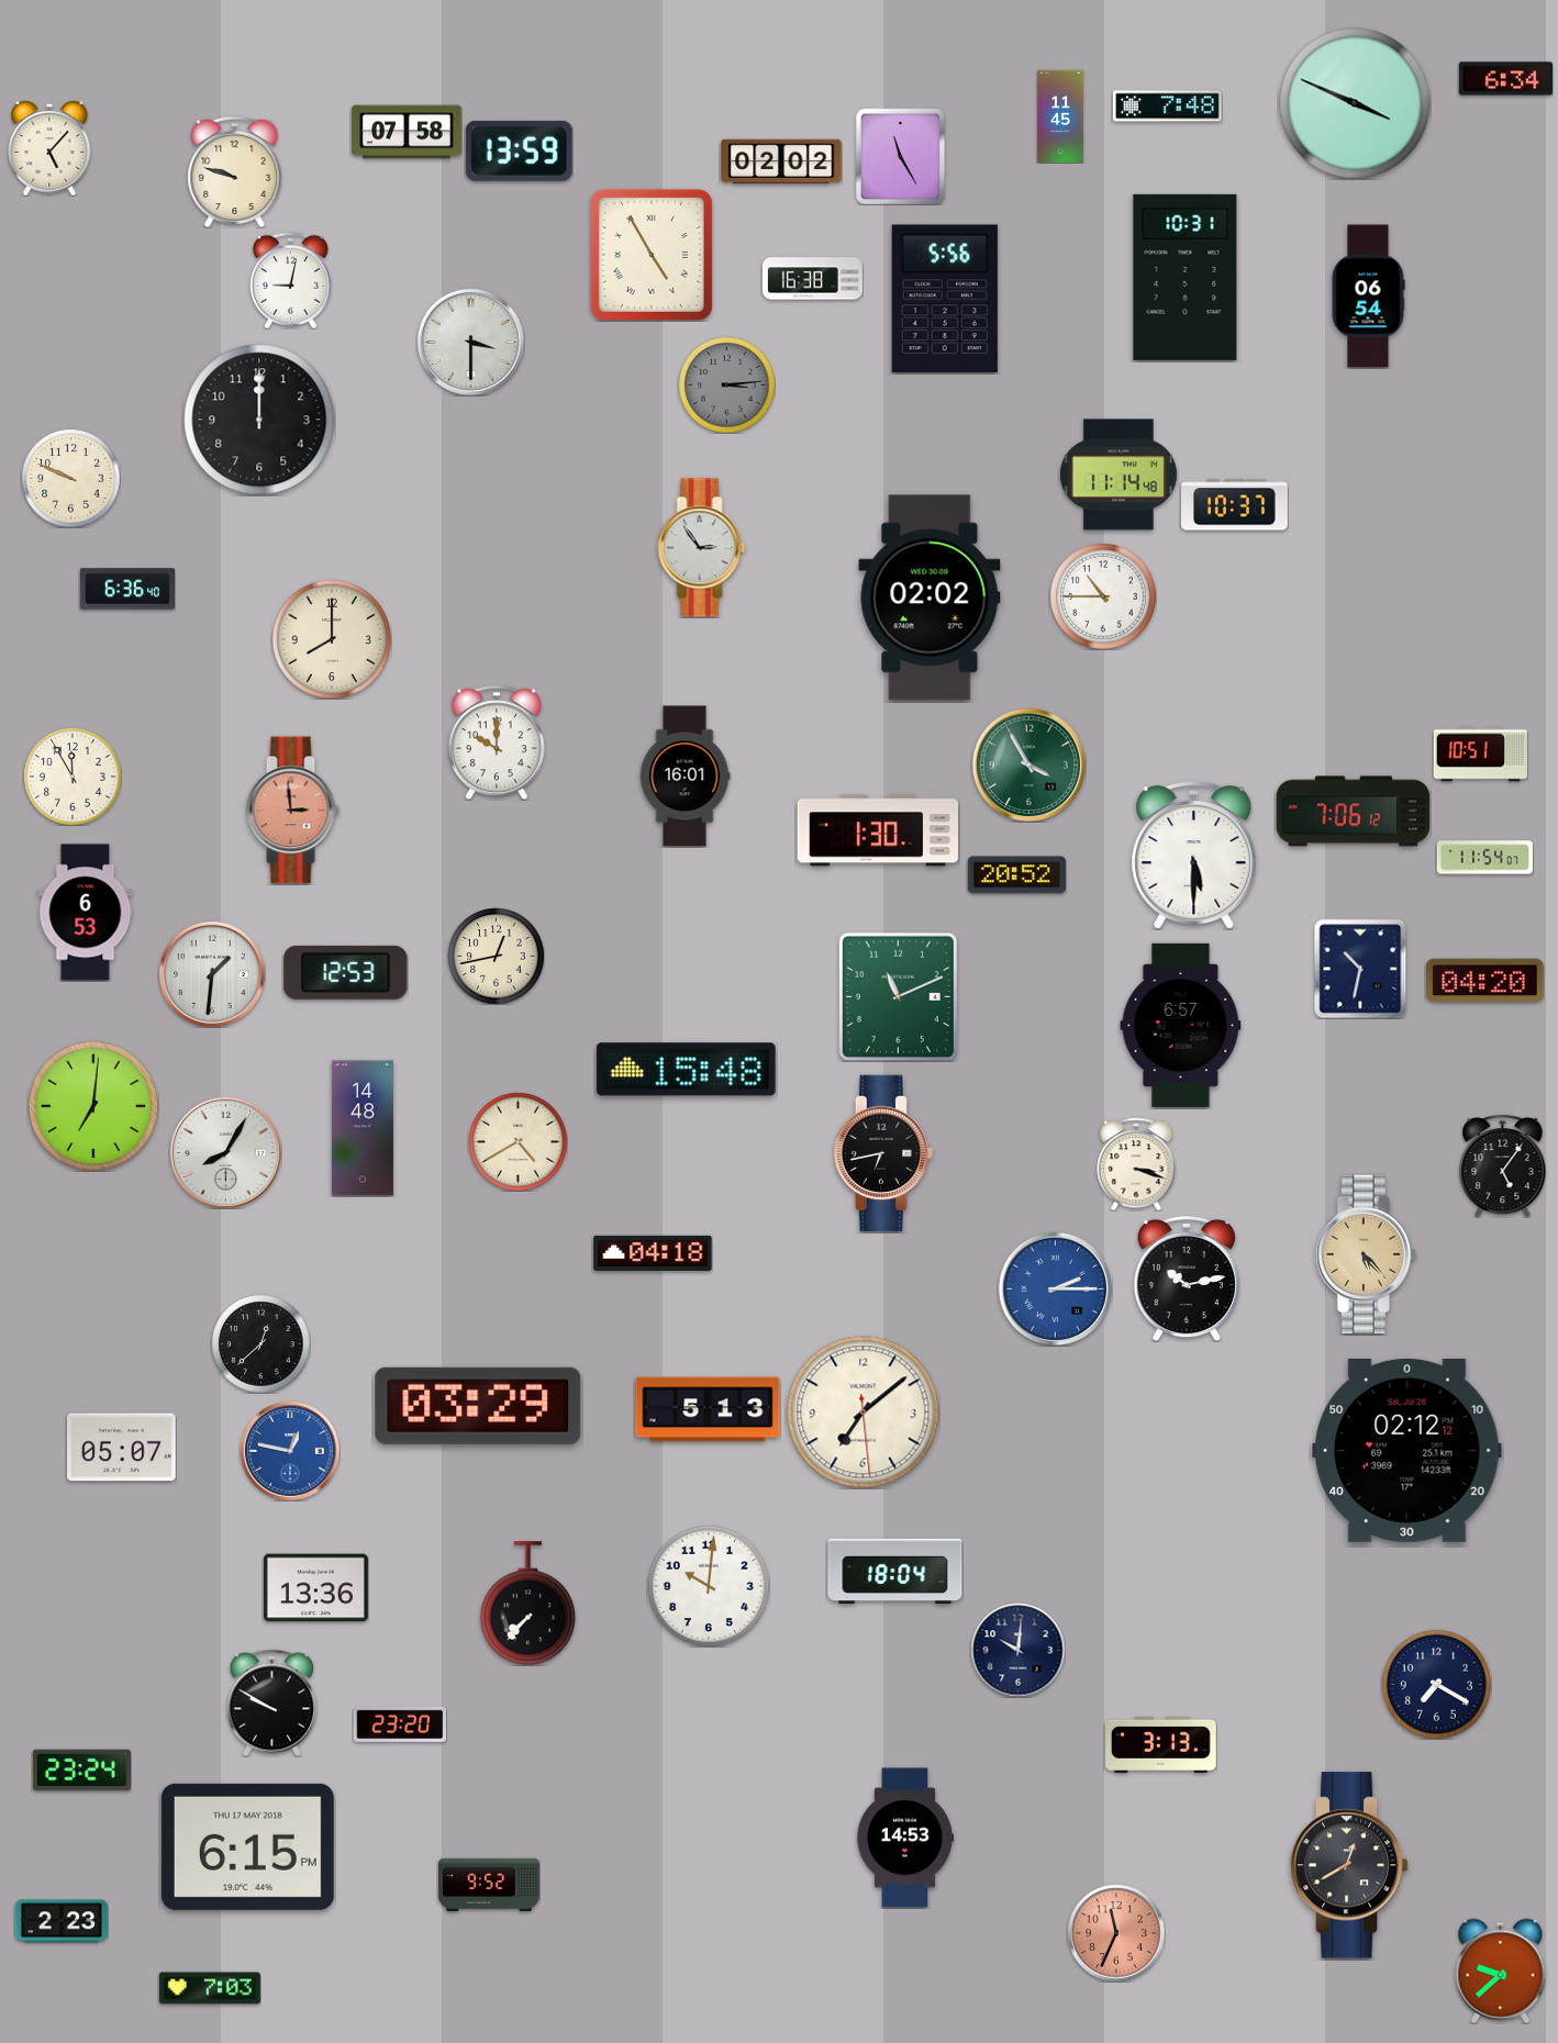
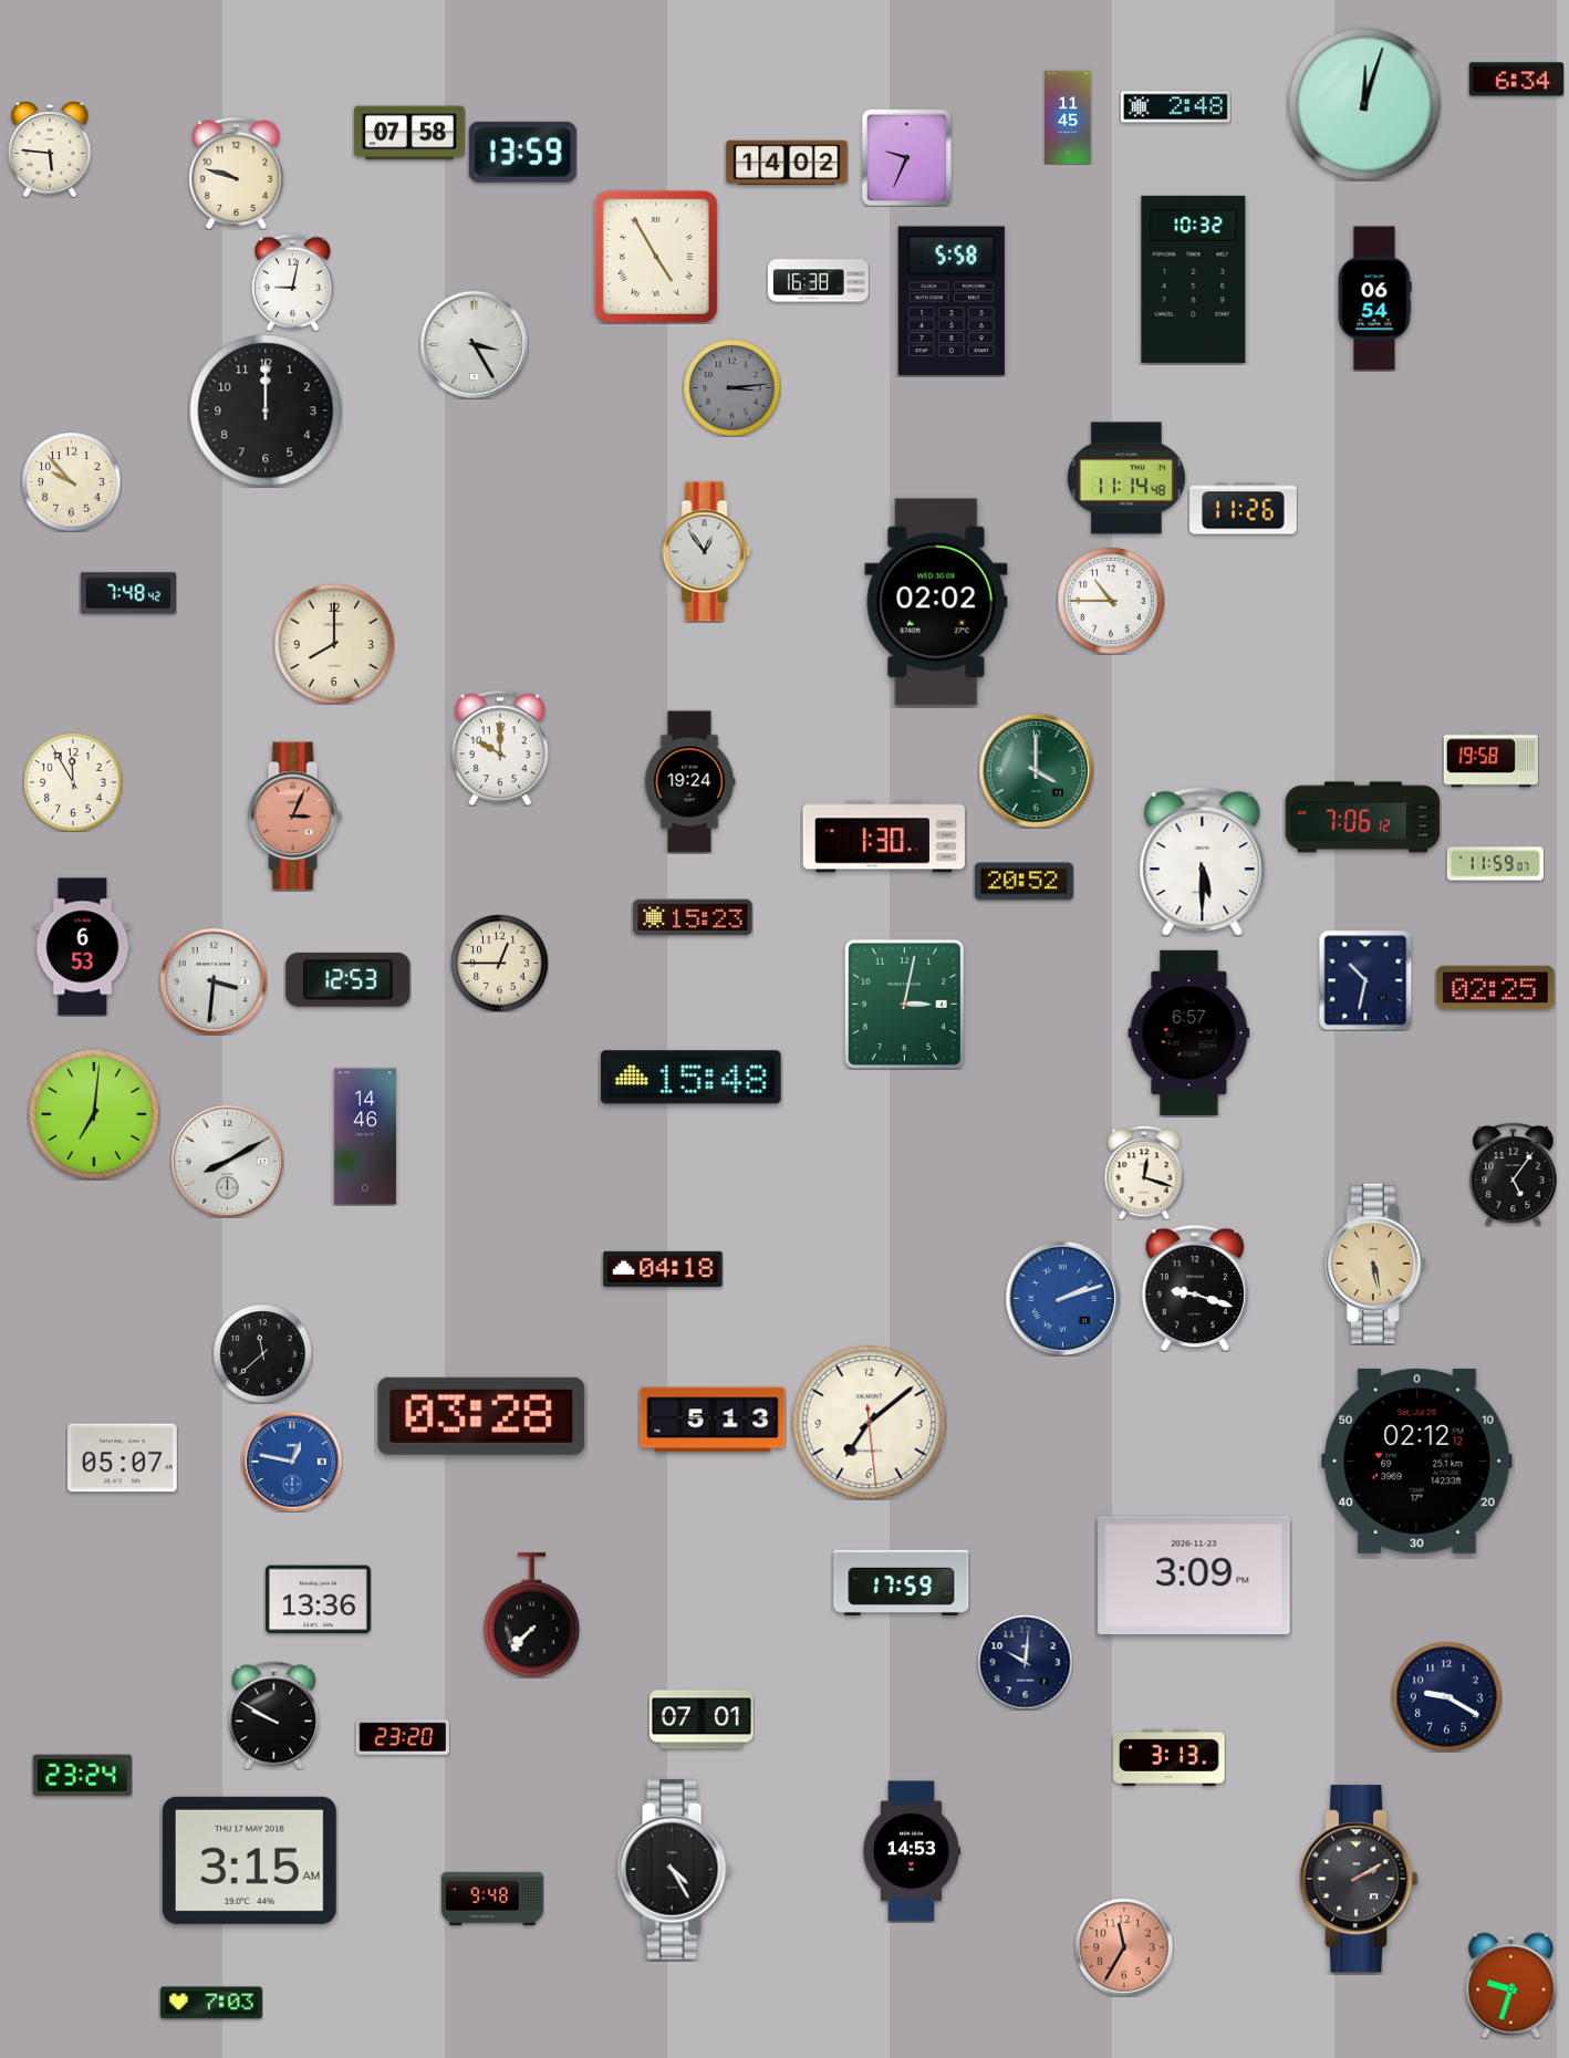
clock at (1355, 103): 3:49 -> 12:03
clock at (1168, 107): 7:48 -> 2:48
clock at (49, 148): 5:07 -> 5:46
clock at (901, 156): 11:25 -> 9:34
clock at (781, 161): 02:02 -> 14:02
clock at (1186, 277): 10:31 -> 10:32
clock at (1368, 297) position: (1368, 297) -> (1374, 299)
clock at (945, 299): 5:56 -> 5:58
clock at (470, 342): 3:30 -> 3:25
clock at (259, 420) position: (259, 420) -> (266, 410)
clock at (70, 478): 9:49 -> 9:53
clock at (1235, 505): 10:37 -> 11:26
clock at (702, 548): 2:54 -> 12:54
clock at (126, 589): 6:36 -> 7:48
clock at (1480, 755): 10:51 -> 19:58
clock at (1028, 764): 3:55 -> 4:00
clock at (685, 777): 16:01 -> 19:24
clock at (292, 811): 2:59 -> 3:04
clock at (1484, 858): 11:54 -> 11:59
clock at (693, 917): none -> 15:23
clock at (86, 913) position: (86, 913) -> (83, 947)
clock at (496, 956): 12:43 -> 12:45
clock at (1360, 969) position: (1360, 969) -> (1365, 980)
clock at (212, 974): 1:31 -> 3:31
clock at (1485, 981): 04:20 -> 02:25
clock at (898, 996): 11:11 -> 3:02
clock at (363, 1128): 14:48 -> 14:46
clock at (518, 1141): 4:40 -> none
clock at (225, 1152): 8:05 -> 8:10
clock at (883, 1153): 6:43 -> none
clock at (1136, 1164): 3:18 -> 12:18
clock at (653, 1253) position: (653, 1253) -> (663, 1269)
clock at (1366, 1253): 5:23 -> 5:28
clock at (1187, 1279): 10:13 -> 9:18
clock at (1055, 1288): 2:15 -> 2:12
clock at (260, 1343): 12:38 -> 11:38
clock at (478, 1406): 03:29 -> 03:28
clock at (1194, 1576): none -> 3:09
clock at (895, 1571): 18:04 -> 17:59
clock at (708, 1585): 10:01 -> none
clock at (1436, 1684): 7:20 -> 9:20
clock at (702, 1719): none -> 07:01
clock at (81, 1771) position: (81, 1771) -> (82, 1776)
clock at (247, 1846): 6:15 -> 3:15
clock at (674, 1870): none -> 4:25
clock at (1349, 1865): 12:40 -> 2:10
clock at (489, 1884): 9:52 -> 9:48
clock at (60, 1921): 2:23 -> none
clock at (1116, 1933): 11:34 -> 11:35
clock at (1501, 1971): 9:38 -> 9:33
